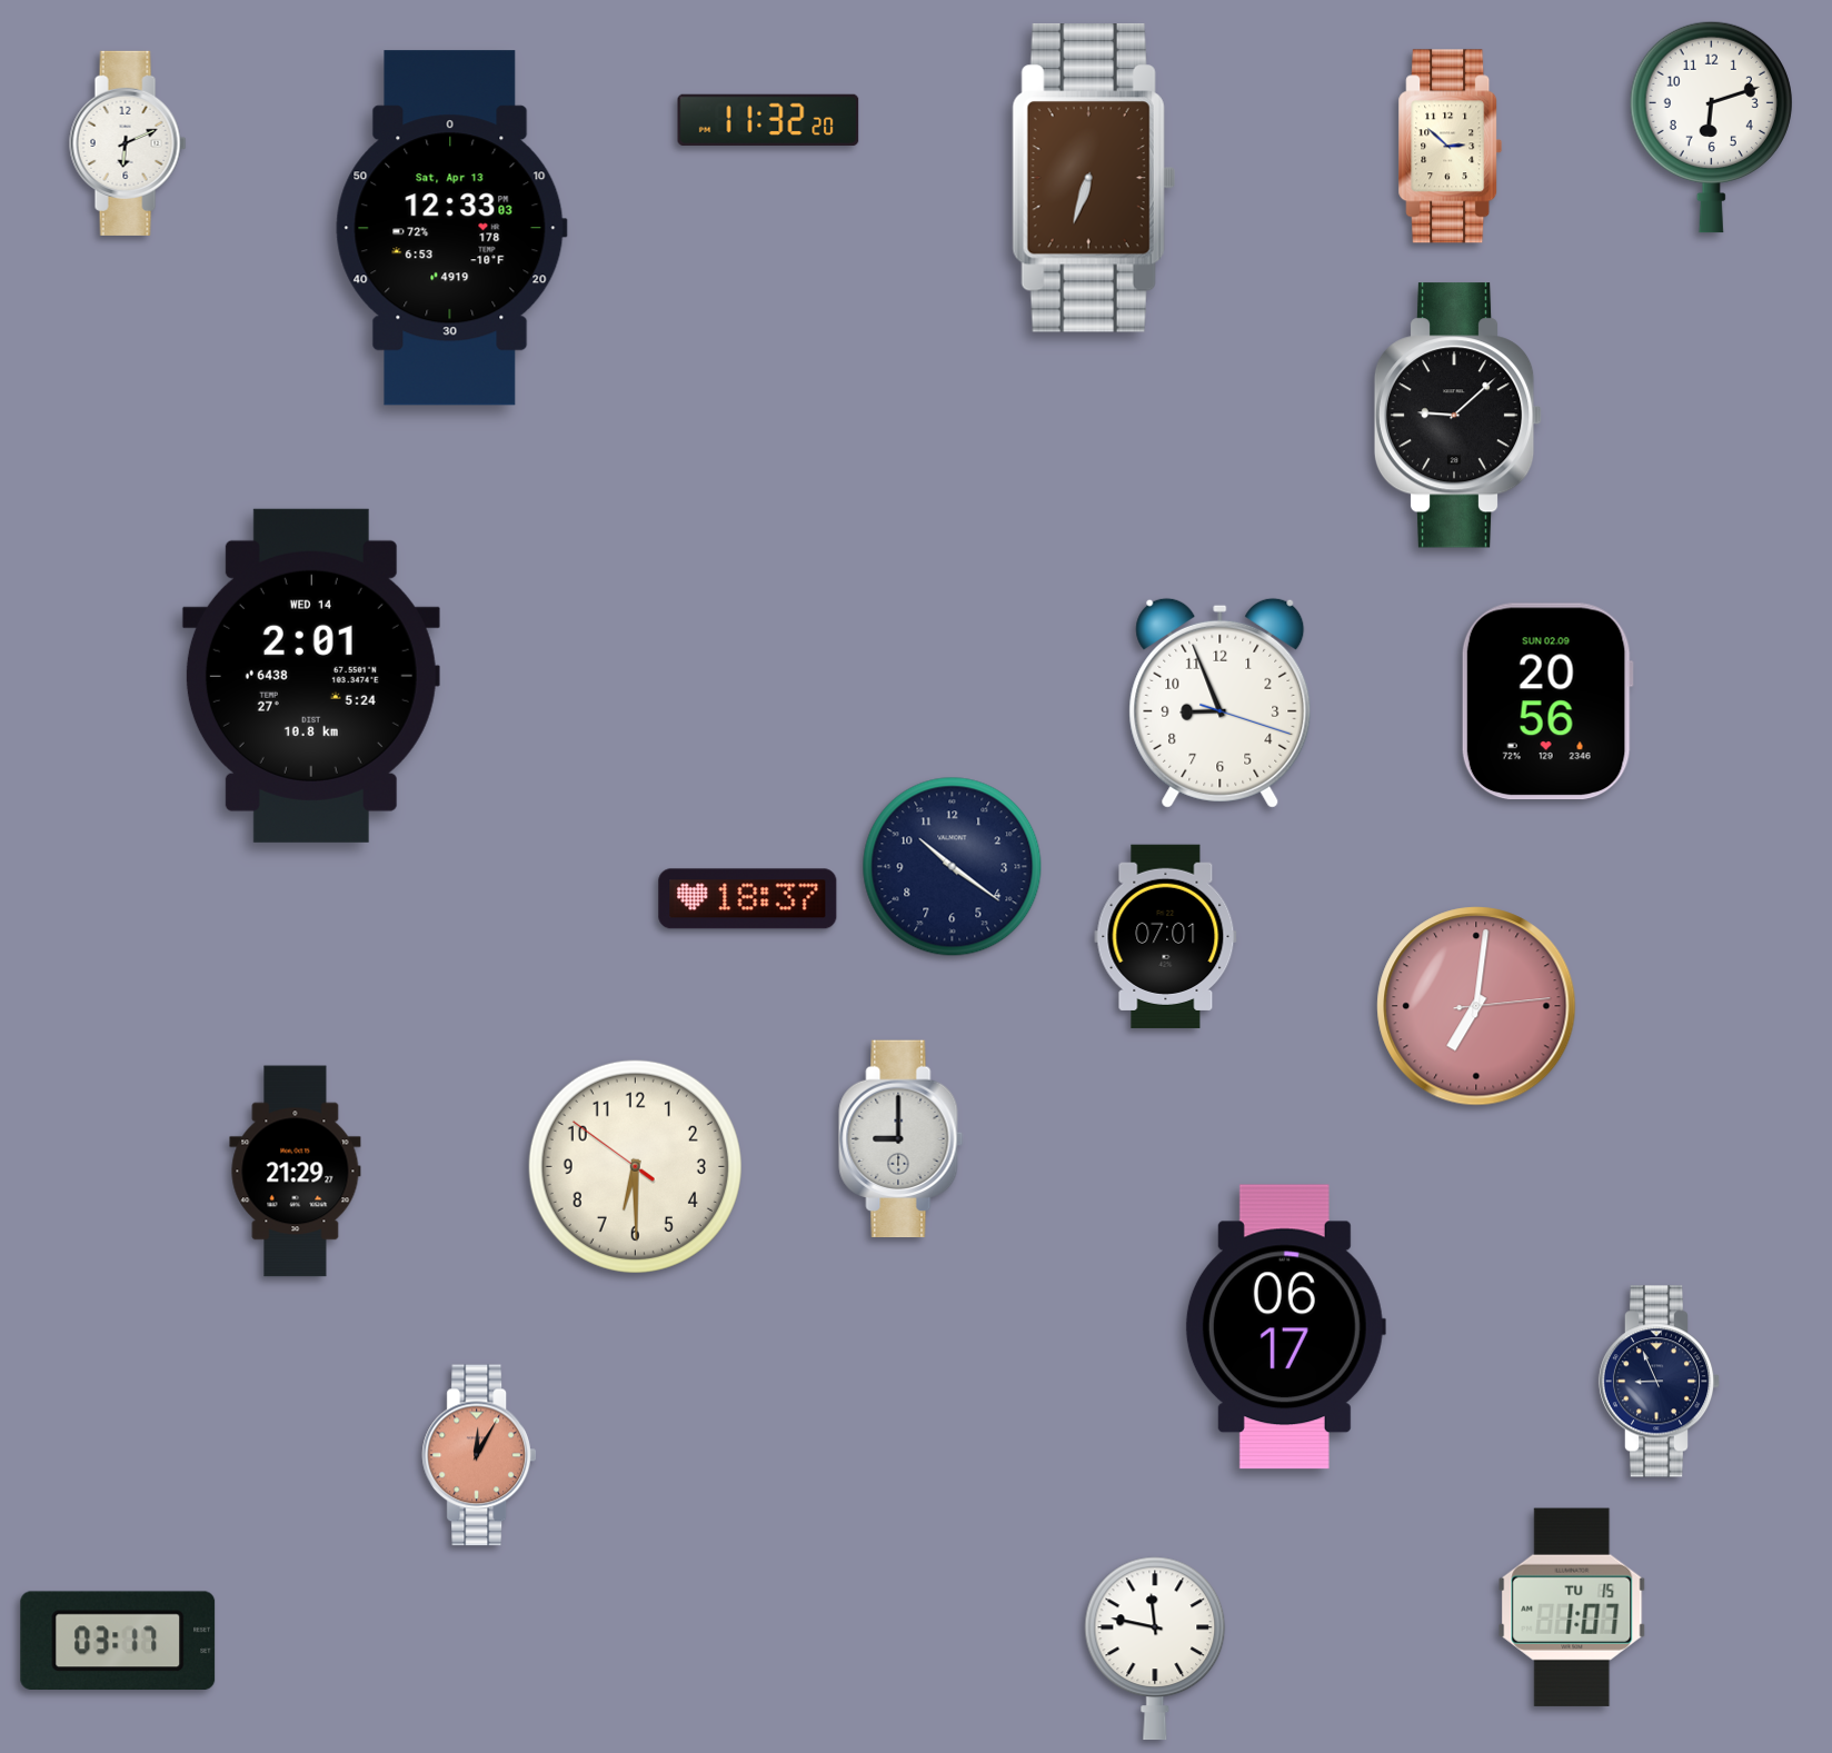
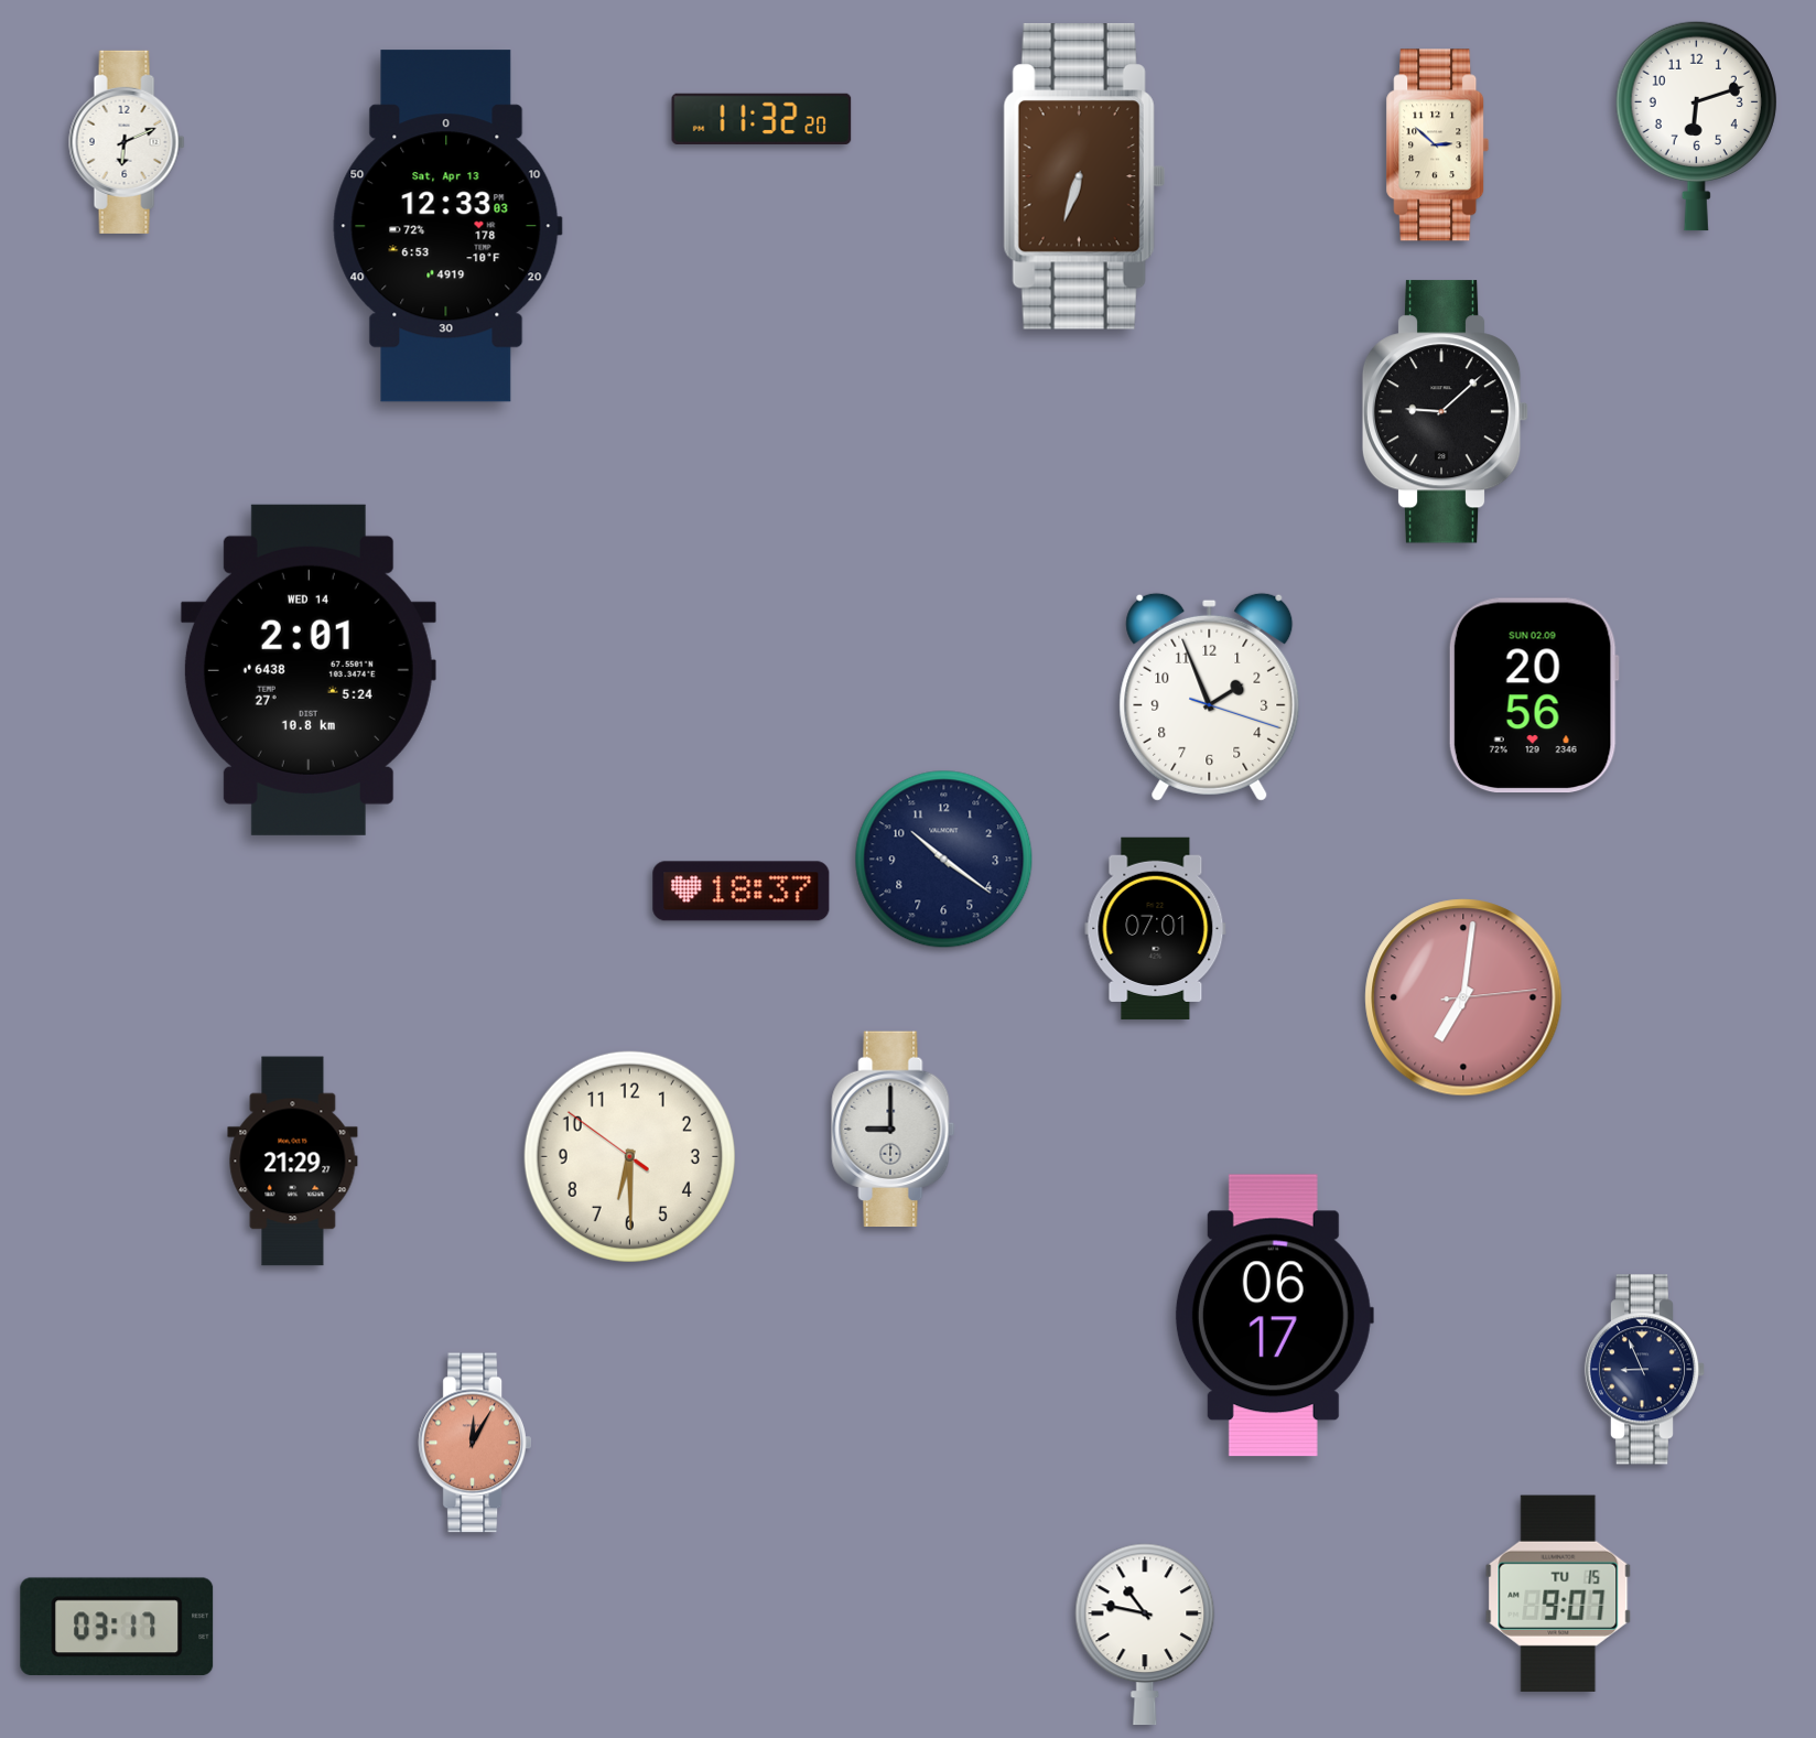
clock at (1221, 703): 8:56 -> 1:56
clock at (1572, 1607): 1:07 -> 9:07
clock at (1155, 1649): 11:47 -> 10:47
